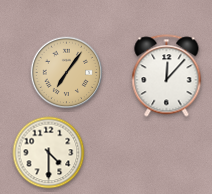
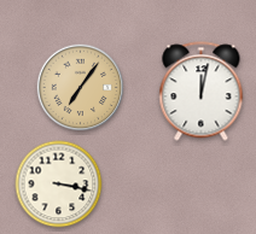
clock at (167, 76): 12:07 -> 12:02
clock at (49, 153): 4:30 -> 3:17
